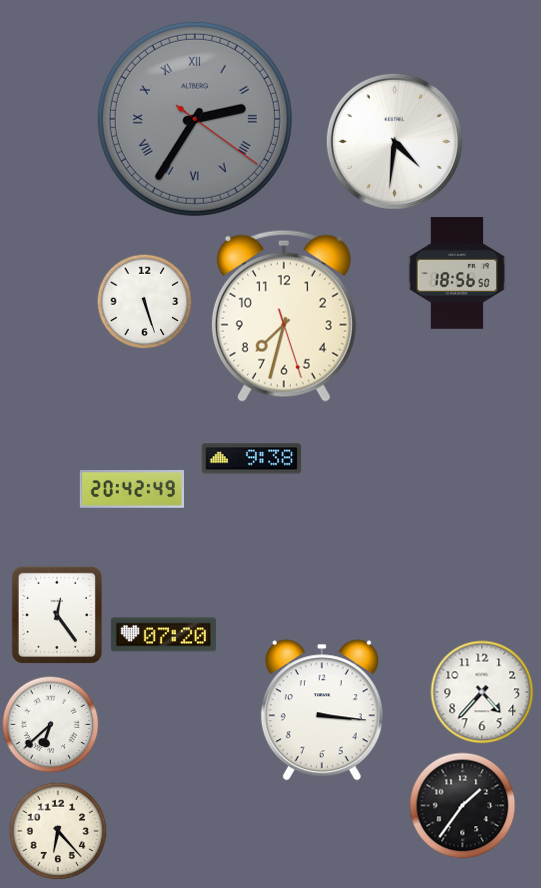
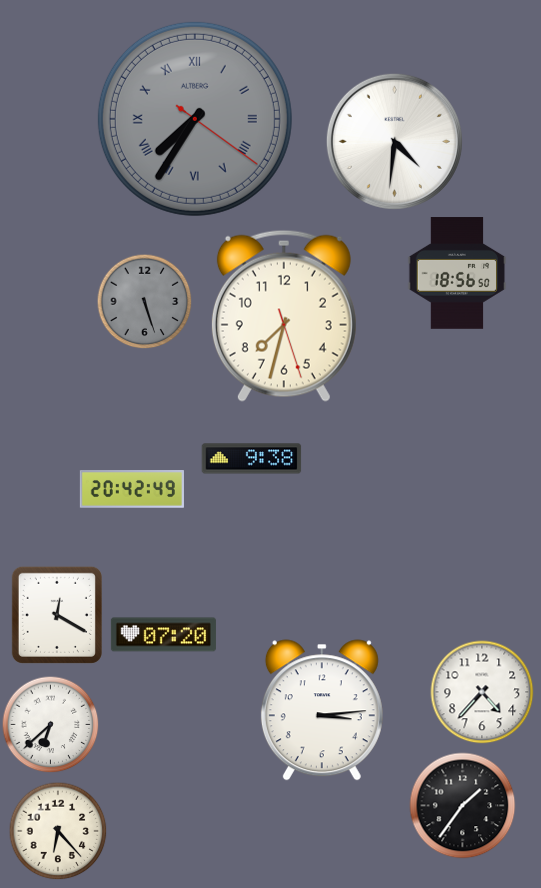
clock at (195, 119): 2:35 -> 7:35
clock at (144, 301) dial: white -> grey
clock at (57, 615): 12:24 -> 12:20
clock at (322, 710): 3:16 -> 3:14
